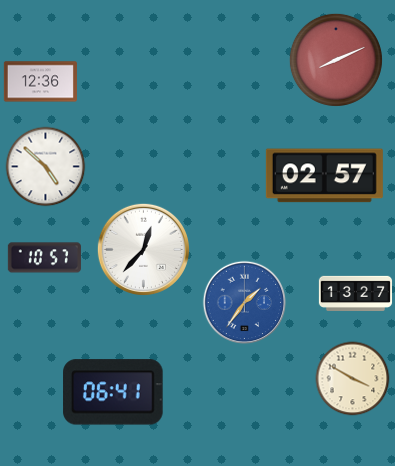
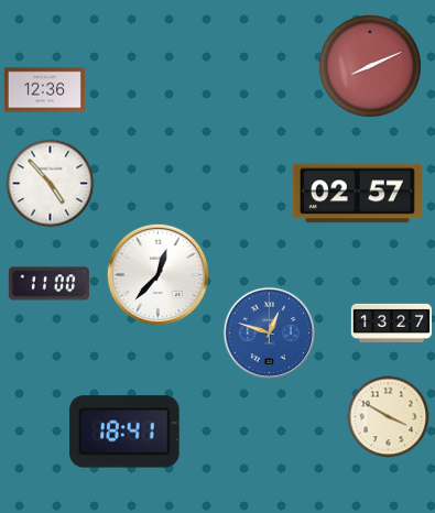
clock at (46, 167): 4:52 -> 4:53
clock at (44, 258): 10:57 -> 11:00
clock at (245, 303): 1:36 -> 12:48
clock at (113, 392): 06:41 -> 18:41
